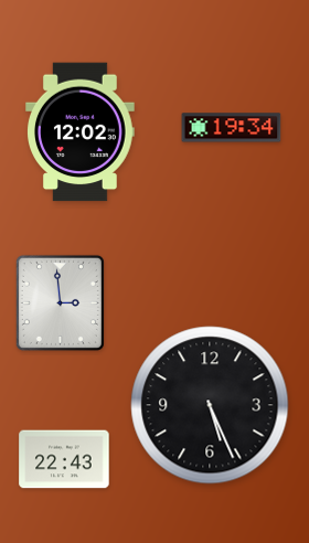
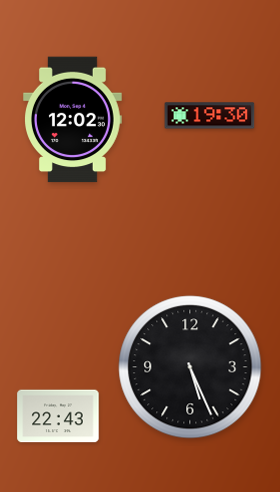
clock at (232, 128): 19:34 -> 19:30
clock at (60, 302): 2:59 -> none
